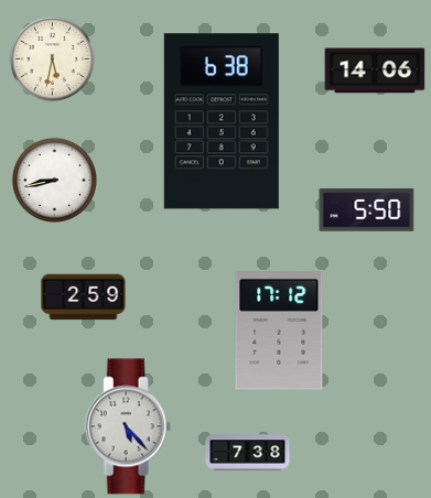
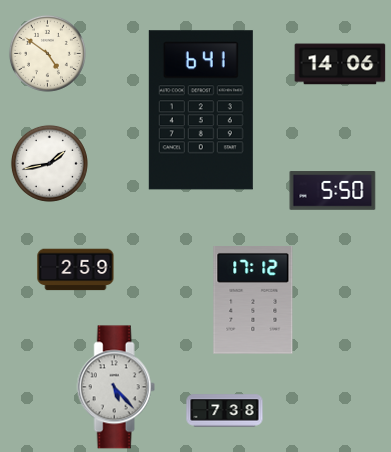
clock at (52, 58): 5:32 -> 4:51
clock at (222, 121): 6:38 -> 6:41
clock at (54, 180): 8:43 -> 1:43
